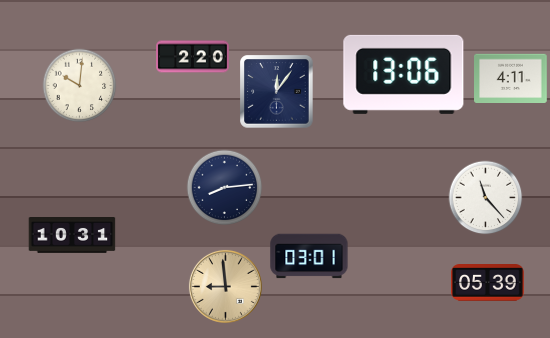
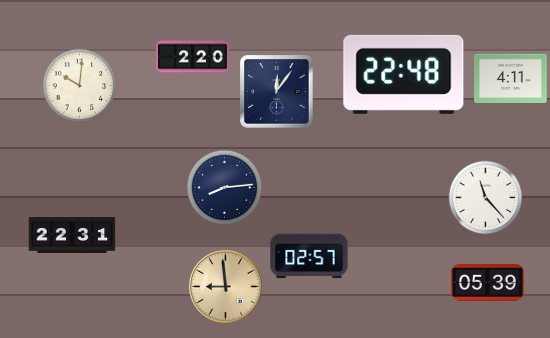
clock at (404, 74): 13:06 -> 22:48
clock at (72, 236): 10:31 -> 22:31
clock at (309, 256): 03:01 -> 02:57
